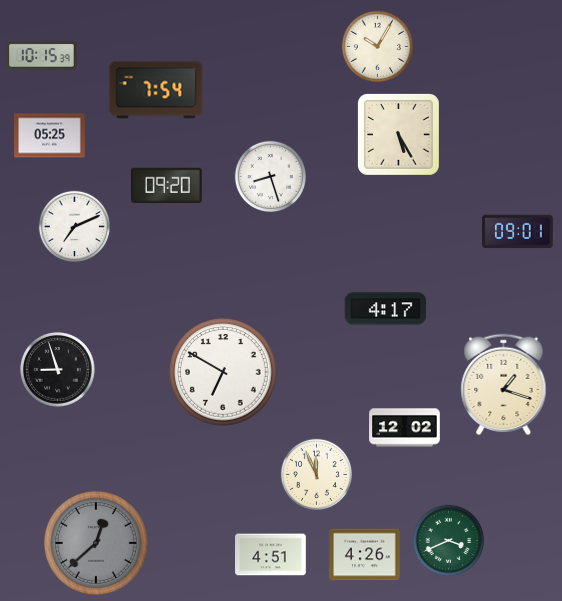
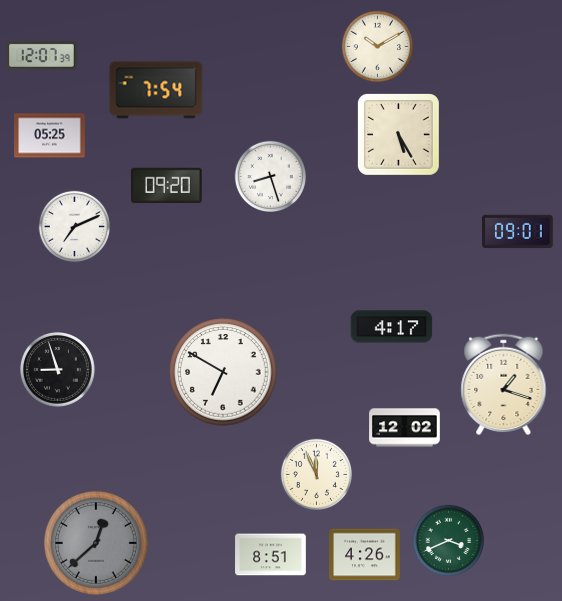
clock at (377, 46): 10:05 -> 10:10
clock at (42, 56): 10:15 -> 12:07
clock at (386, 309) position: (386, 309) -> (392, 327)
clock at (271, 555): 4:51 -> 8:51
